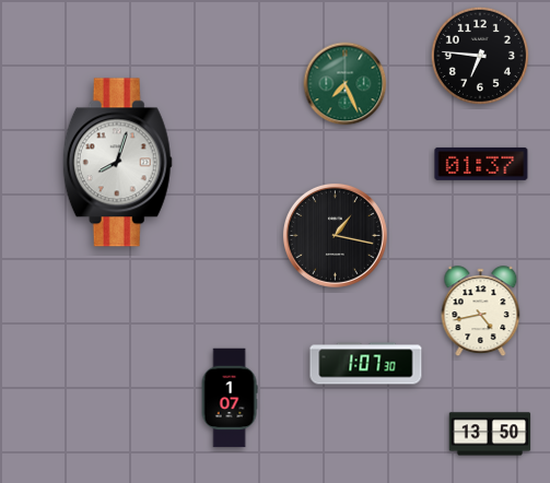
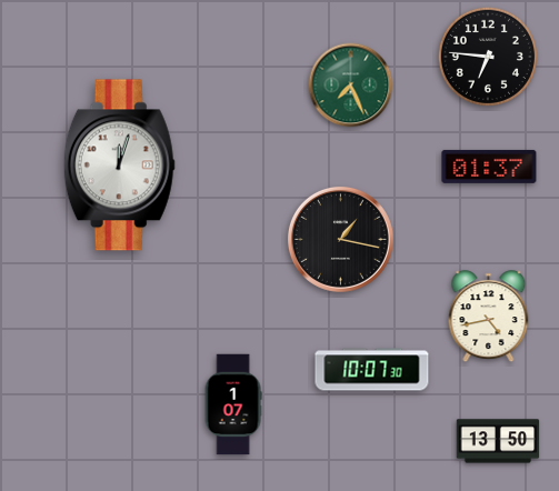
clock at (117, 163): 8:03 -> 12:03
clock at (366, 364): 1:07 -> 10:07
